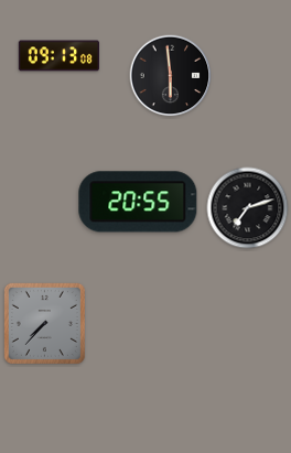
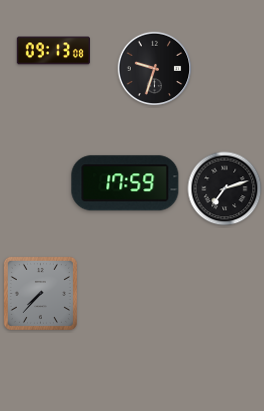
clock at (171, 76): 5:59 -> 9:33
clock at (138, 202): 20:55 -> 17:59
